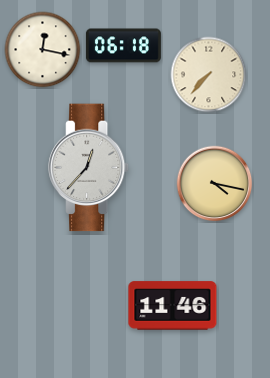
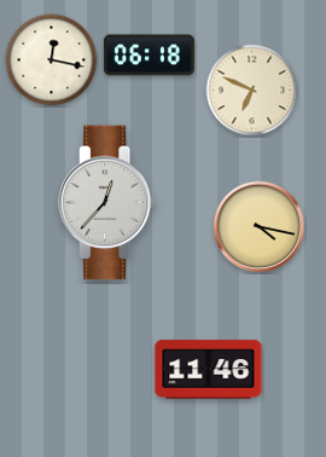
clock at (209, 75): 7:37 -> 6:49
clock at (215, 184) position: (215, 184) -> (260, 227)
